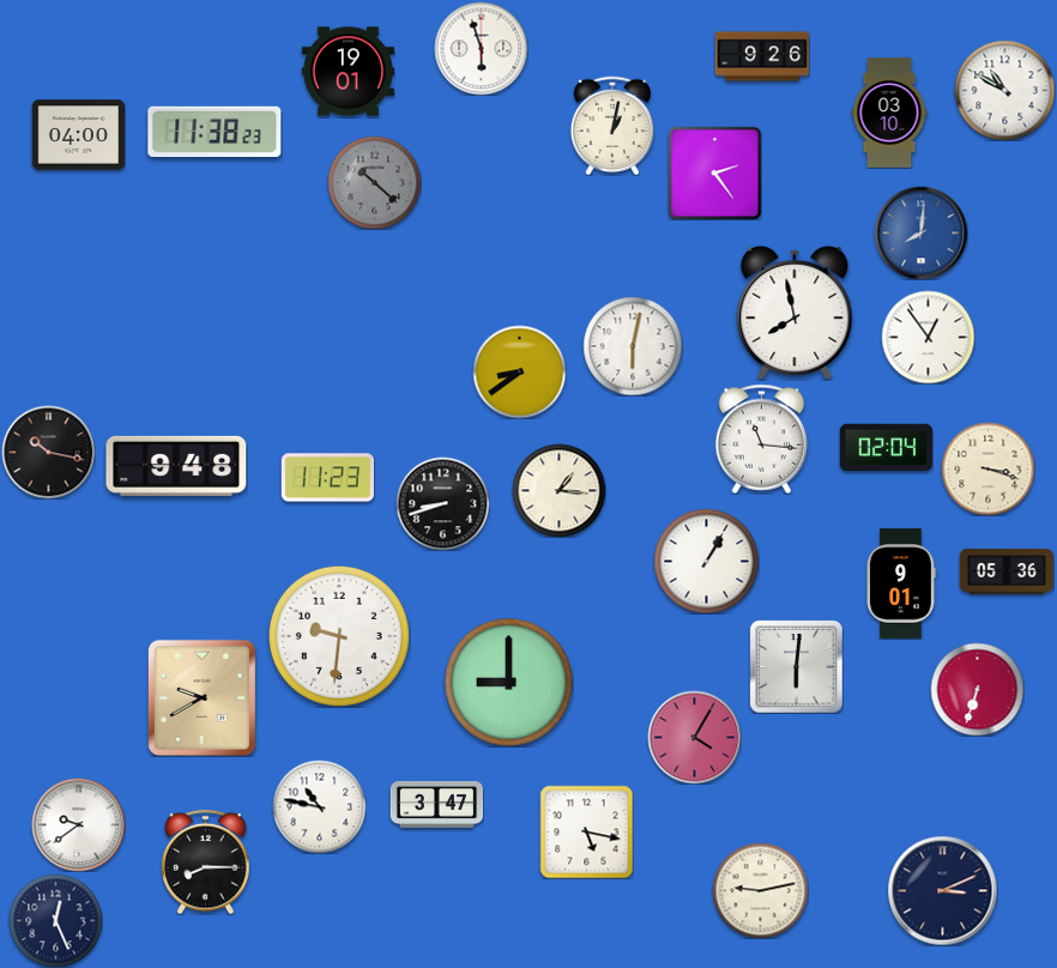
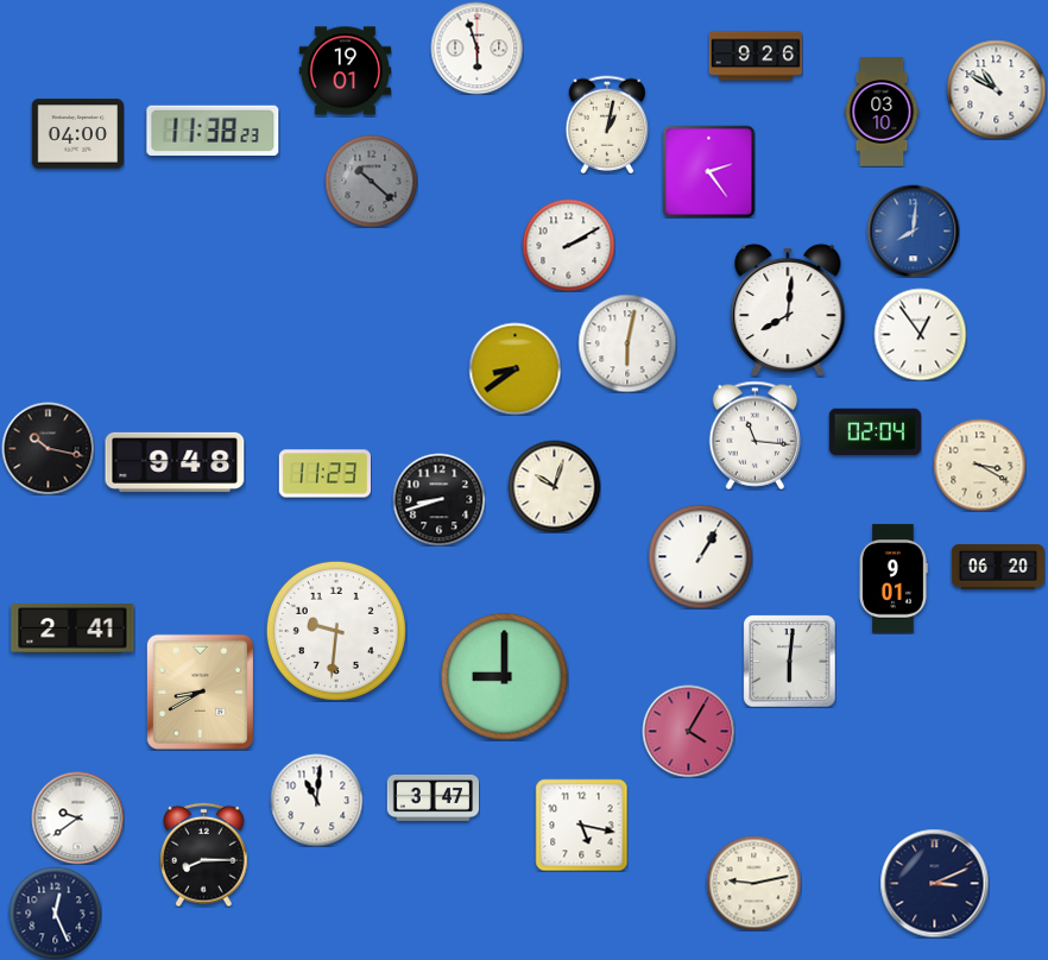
clock at (568, 245): none -> 2:10
clock at (795, 313): 7:58 -> 8:01
clock at (886, 448) position: (886, 448) -> (875, 432)
clock at (987, 468): 3:18 -> 3:20
clock at (558, 490): 1:16 -> 10:03
clock at (1007, 571): 05:36 -> 06:20
clock at (72, 629): none -> 2:41
clock at (977, 689): 6:33 -> none
clock at (201, 697): 9:40 -> 8:40
clock at (319, 806): 10:47 -> 11:01
